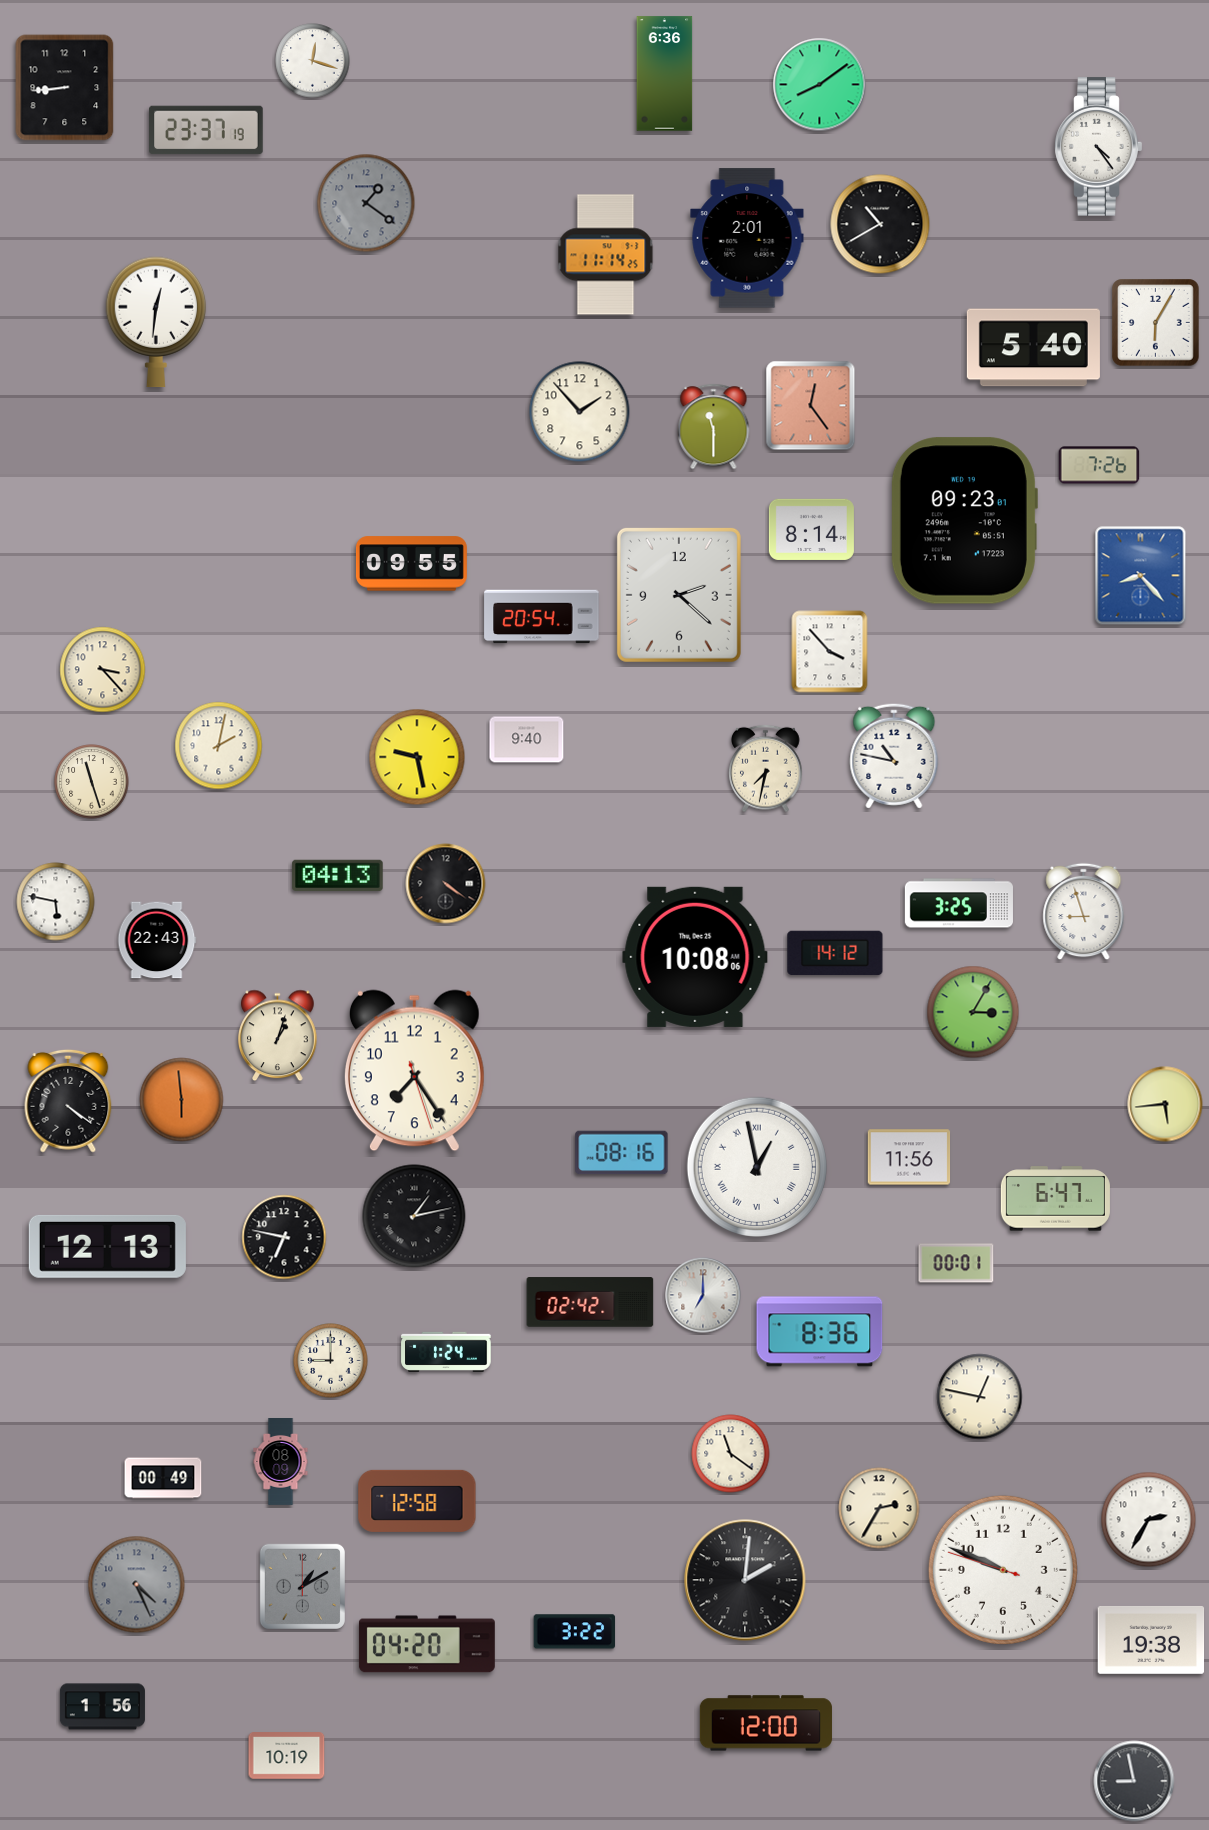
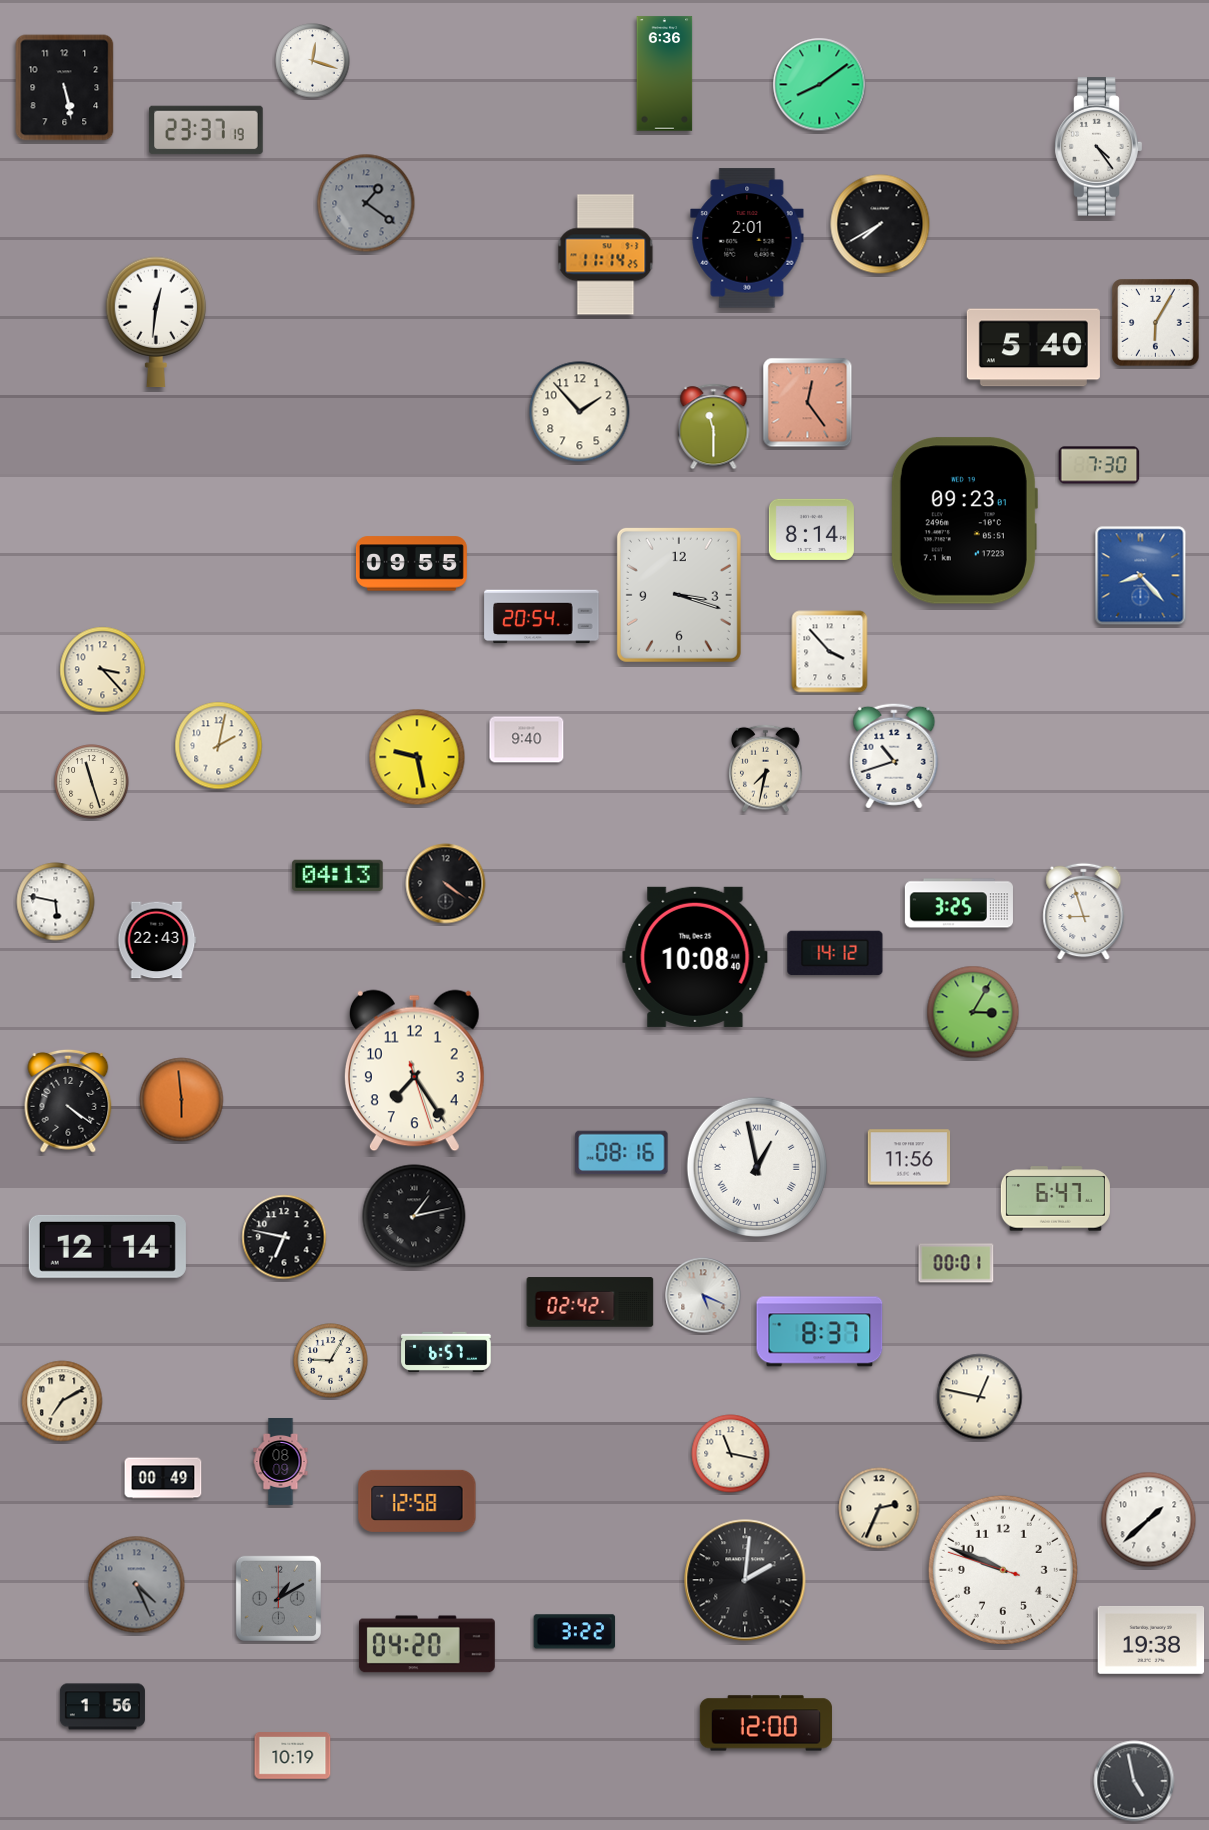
clock at (65, 88): 8:44 -> 5:28
clock at (880, 224): 10:40 -> 7:40
clock at (811, 406) position: (811, 406) -> (808, 403)
clock at (1099, 465): 7:26 -> 7:30
clock at (679, 595): 2:22 -> 3:18
clock at (894, 756): 10:47 -> 10:42
clock at (695, 957): 10:08:06 -> 10:08:40
clock at (278, 1036): 1:03 -> none
clock at (1165, 1104): 5:44 -> none
clock at (107, 1246): 12:13 -> 12:14
clock at (703, 1295): 7:00 -> 5:19
clock at (820, 1332): 8:36 -> 8:37
clock at (446, 1352): 1:24 -> 6:57
clock at (331, 1361): 9:00 -> 9:05
clock at (62, 1401): none -> 7:10
clock at (731, 1454): 11:21 -> 11:17
clock at (879, 1508): 2:35 -> 2:34
clock at (1149, 1520): 2:35 -> 1:38
clock at (302, 1586) position: (302, 1586) -> (278, 1598)
clock at (287, 1756) position: (287, 1756) -> (293, 1756)
clock at (1134, 1781): 8:58 -> 4:58
